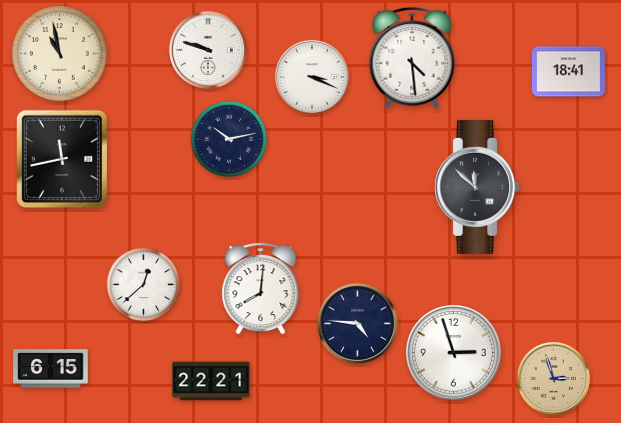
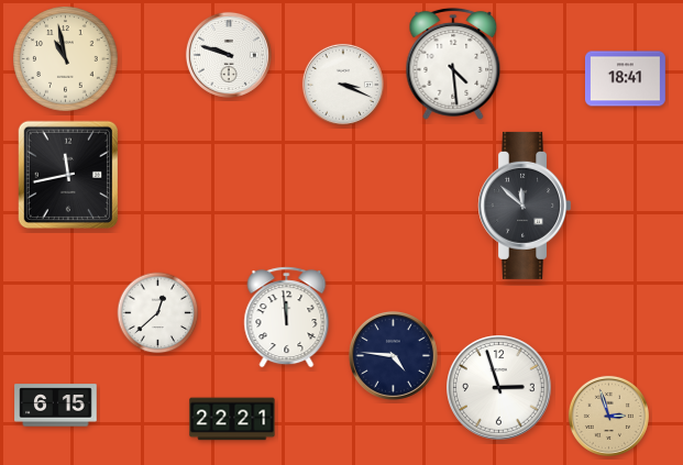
clock at (229, 139): 10:13 -> none
clock at (261, 289): 8:01 -> 11:59
